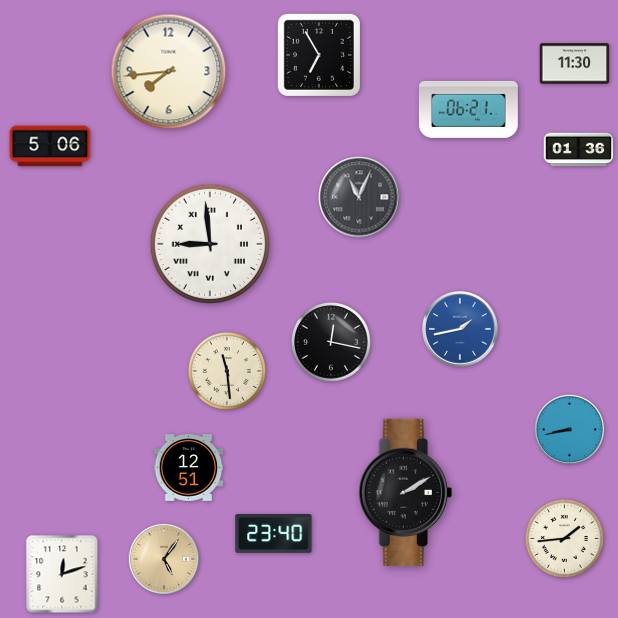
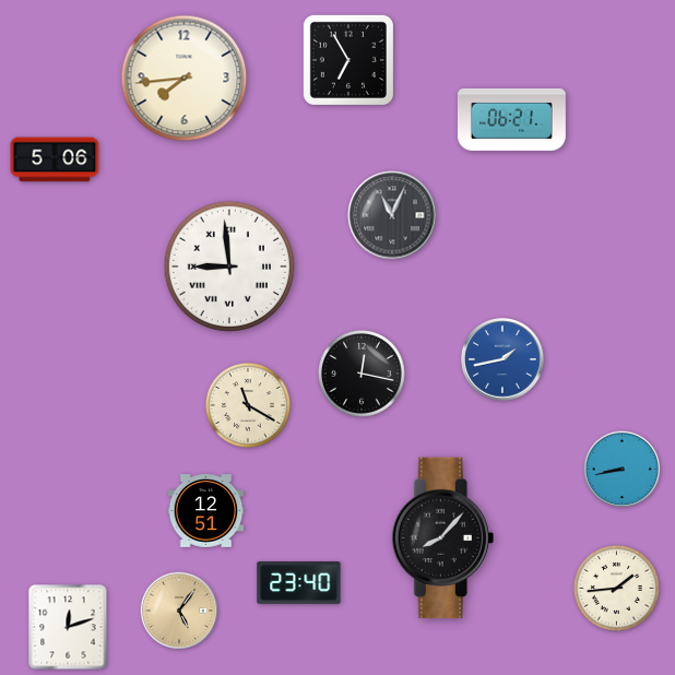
clock at (575, 64): 11:30 -> none
clock at (579, 150): 01:36 -> none
clock at (227, 371): 11:29 -> 11:20
clock at (405, 493): 2:10 -> 8:07
